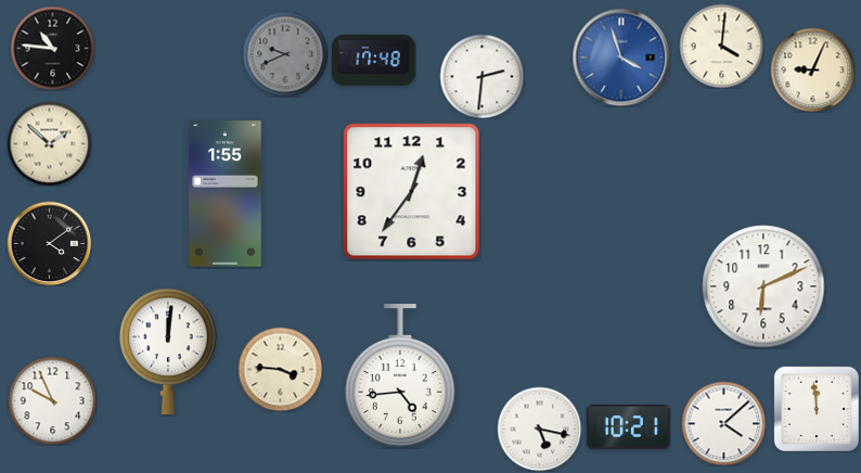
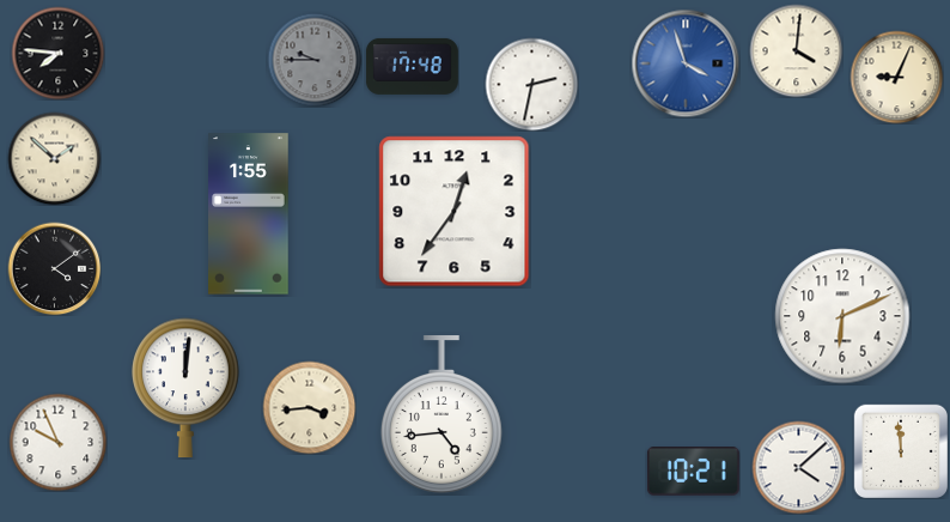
clock at (52, 48): 10:46 -> 7:46
clock at (285, 54): 9:41 -> 9:45
clock at (481, 76): 2:31 -> 2:32
clock at (280, 369): 3:46 -> 3:44
clock at (539, 429): 5:17 -> none
